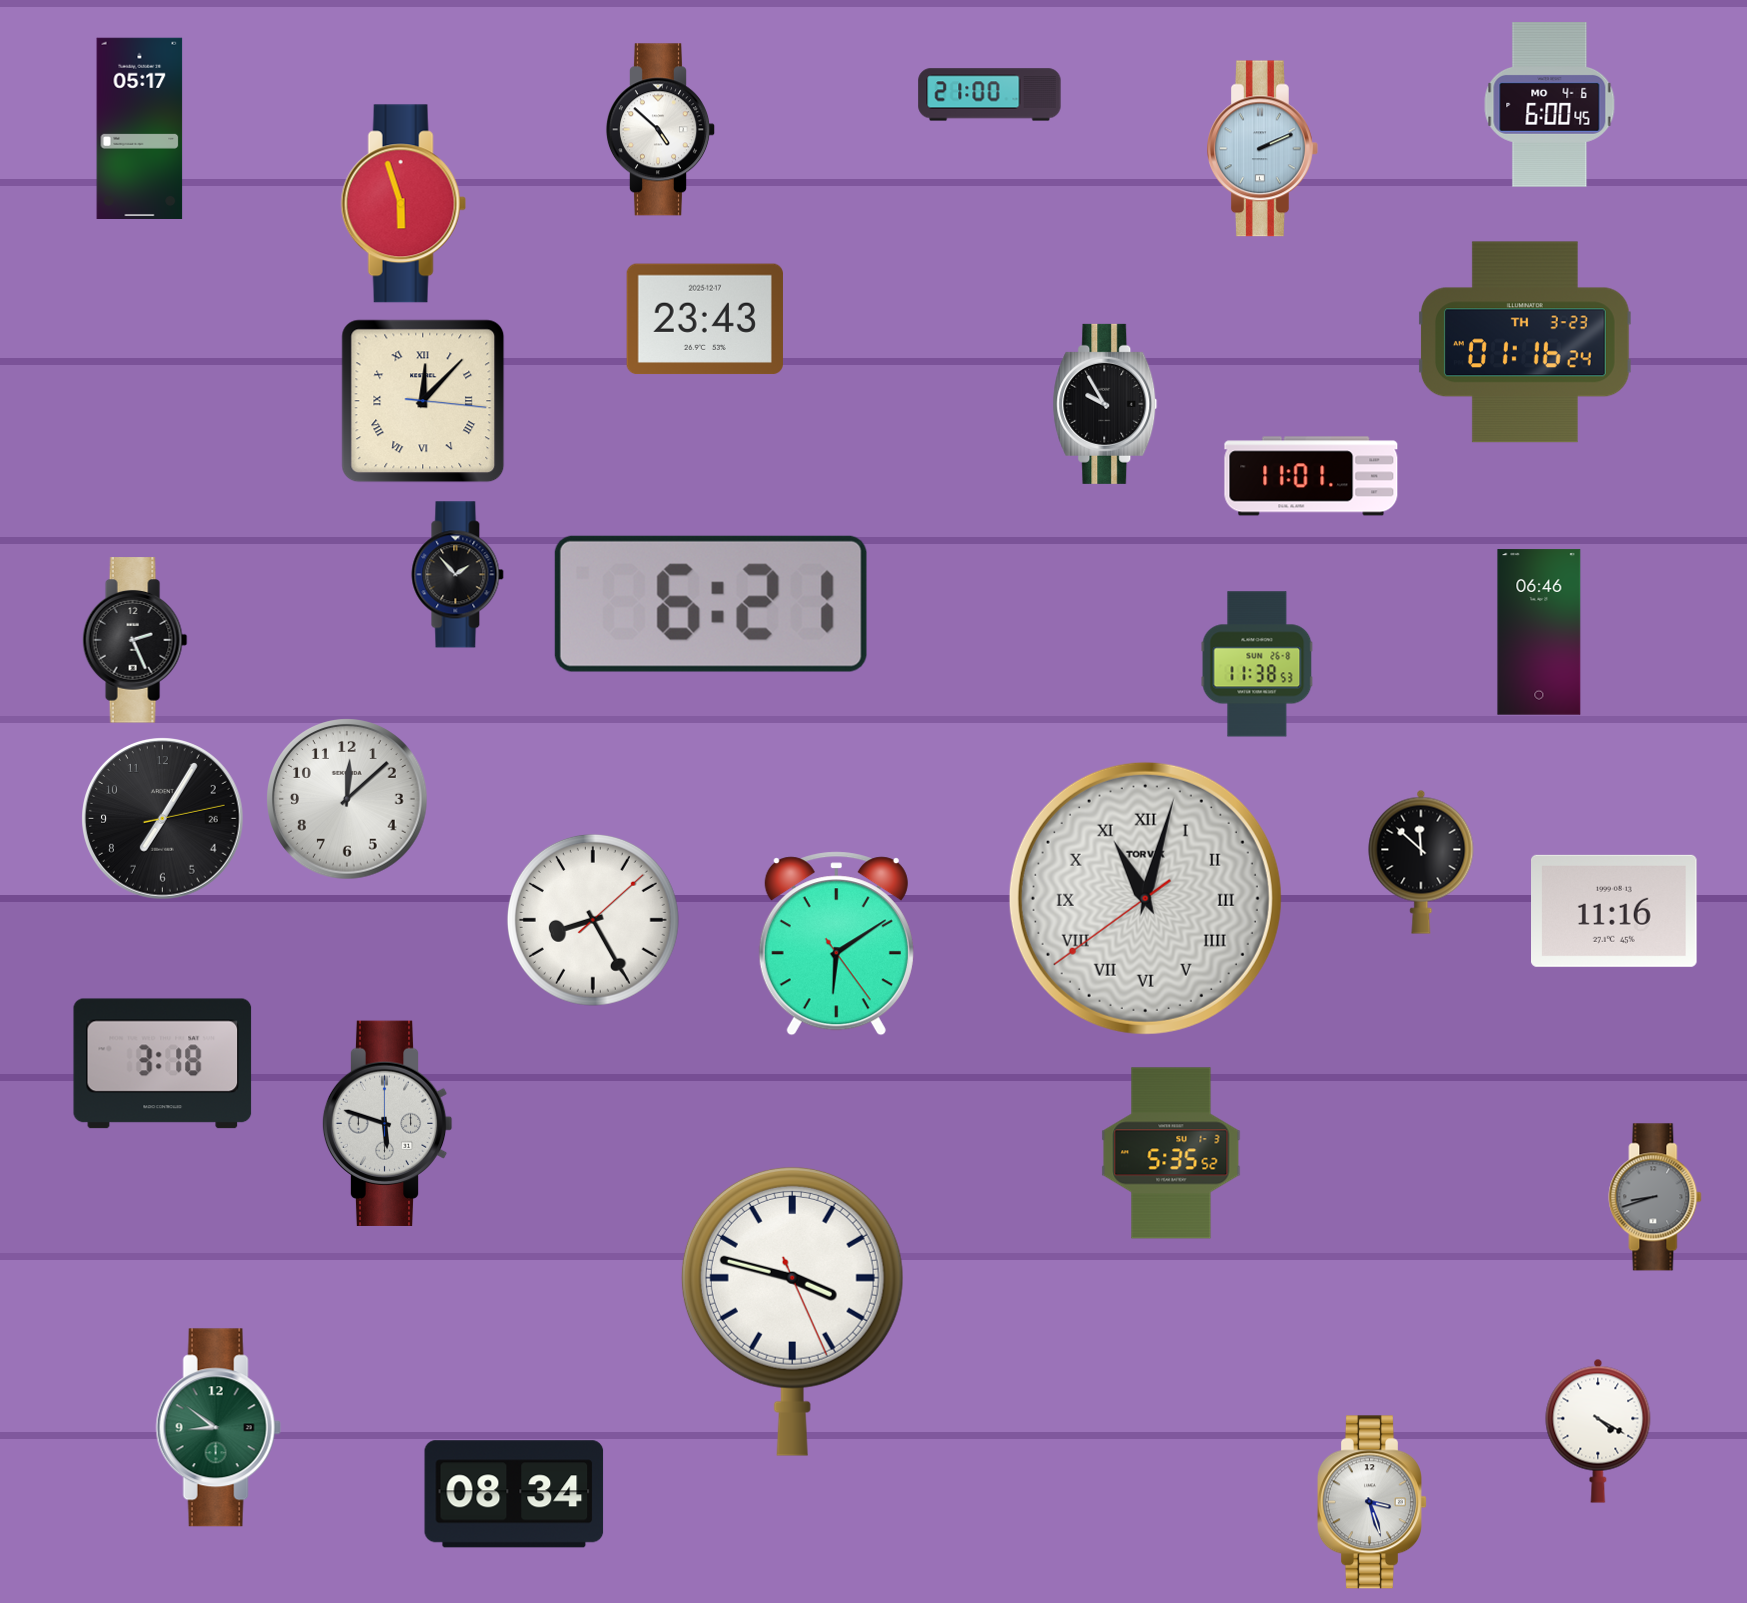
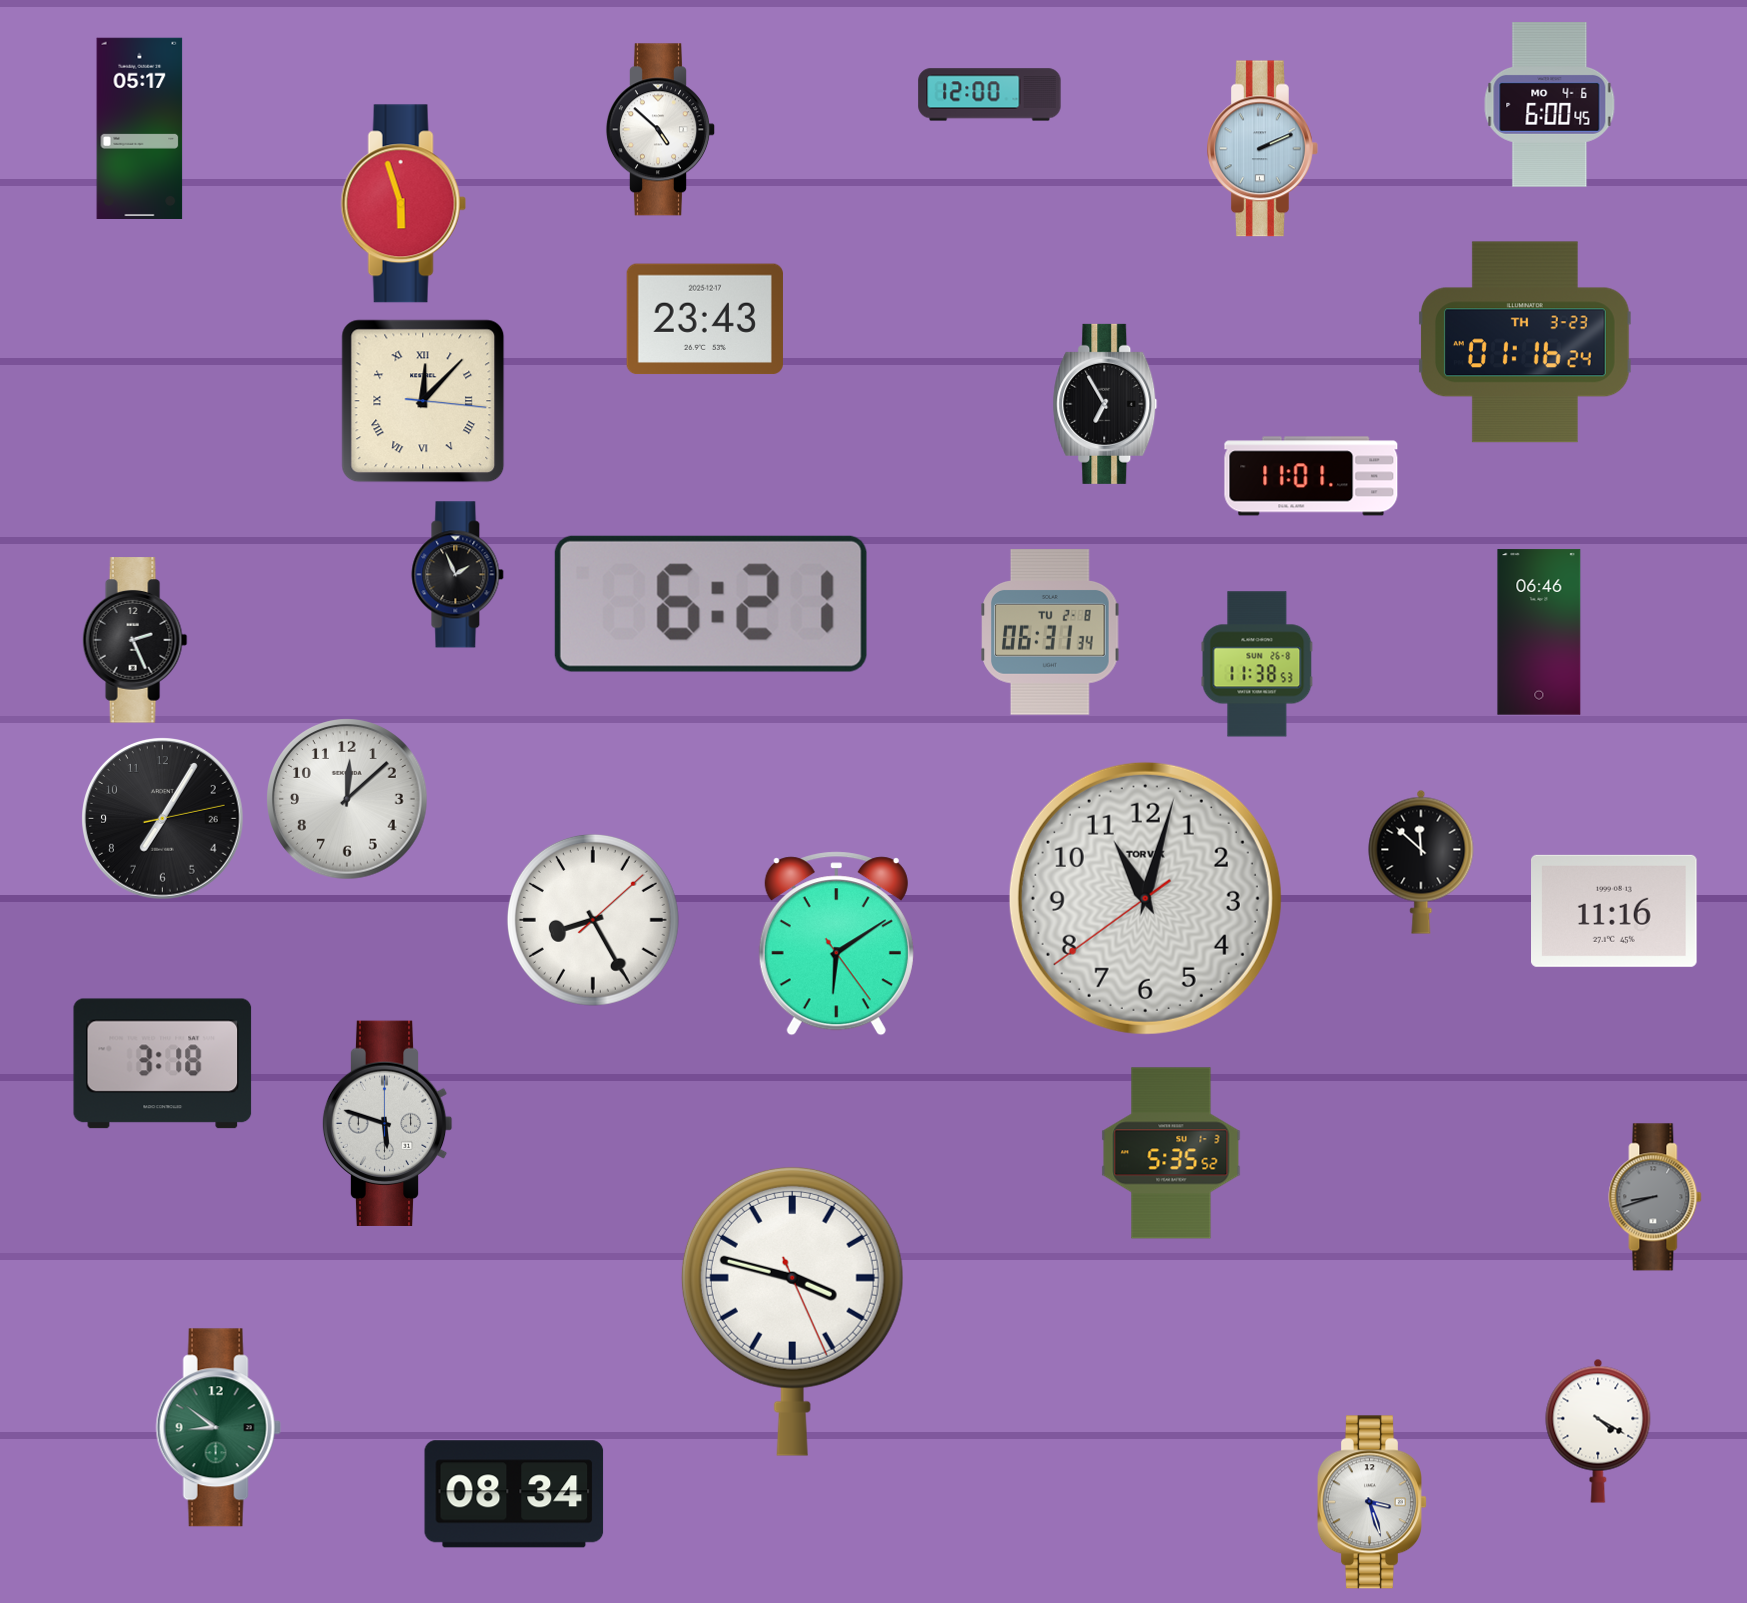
clock at (990, 95): 21:00 -> 12:00
clock at (1105, 404): 9:55 -> 6:55
clock at (458, 575): 1:53 -> 1:56
clock at (1050, 632): none -> 06:31
clock at (1145, 898) numerals: Roman -> Arabic
